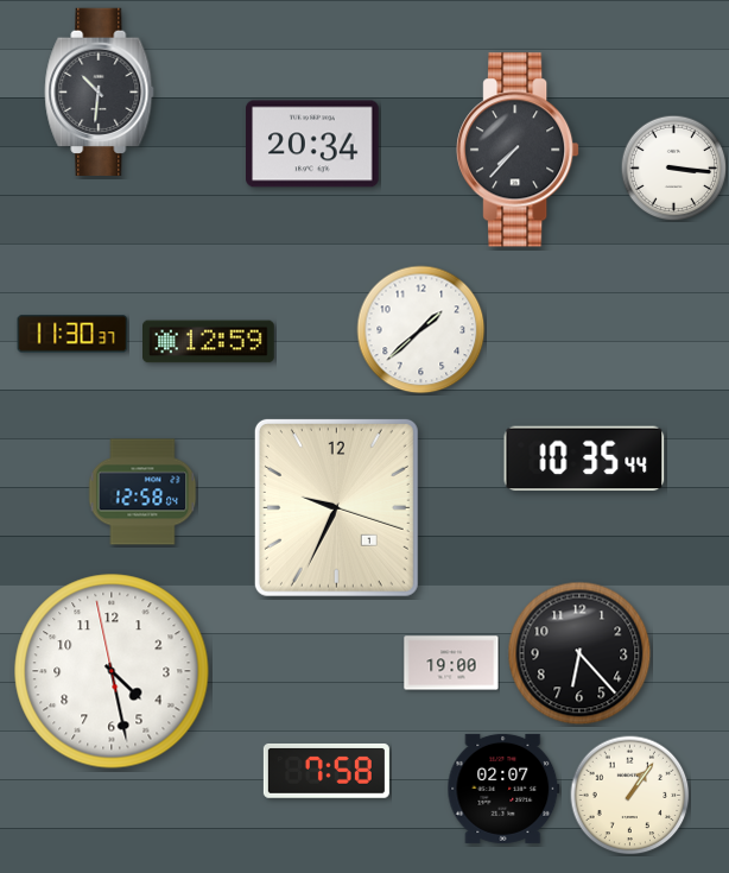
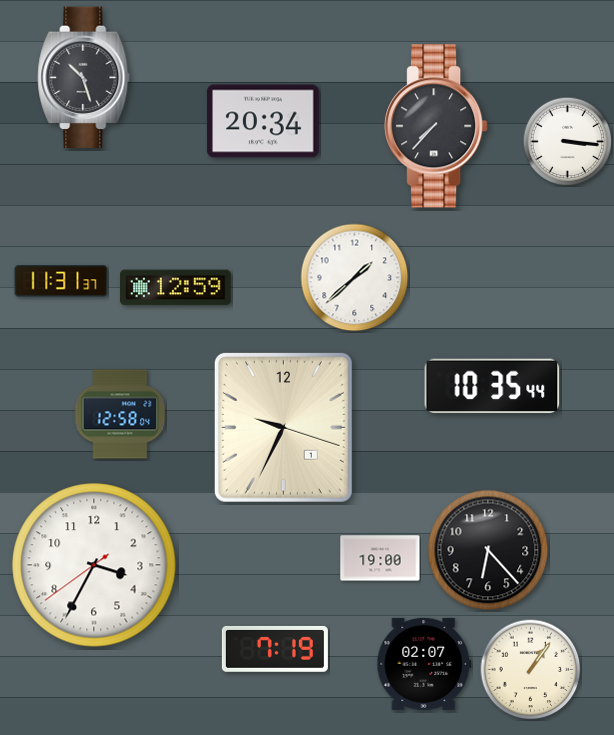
clock at (100, 93): 10:31 -> 10:27
clock at (72, 334): 11:30 -> 11:31
clock at (112, 671): 4:27 -> 3:34
clock at (327, 771): 7:58 -> 7:19
